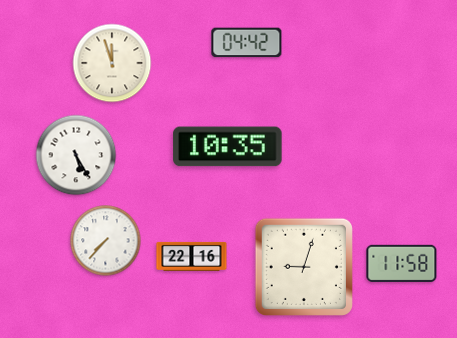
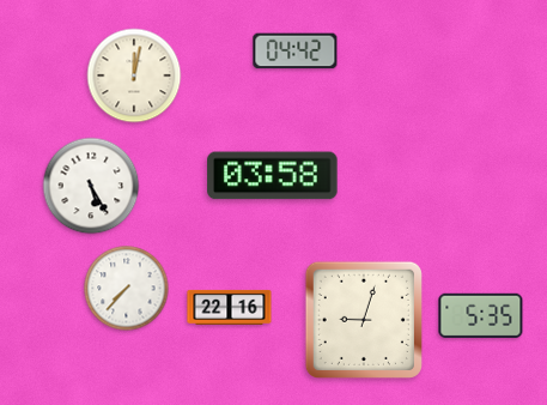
clock at (112, 63): 11:57 -> 12:02
clock at (228, 147): 10:35 -> 03:58
clock at (402, 263): 11:58 -> 5:35
